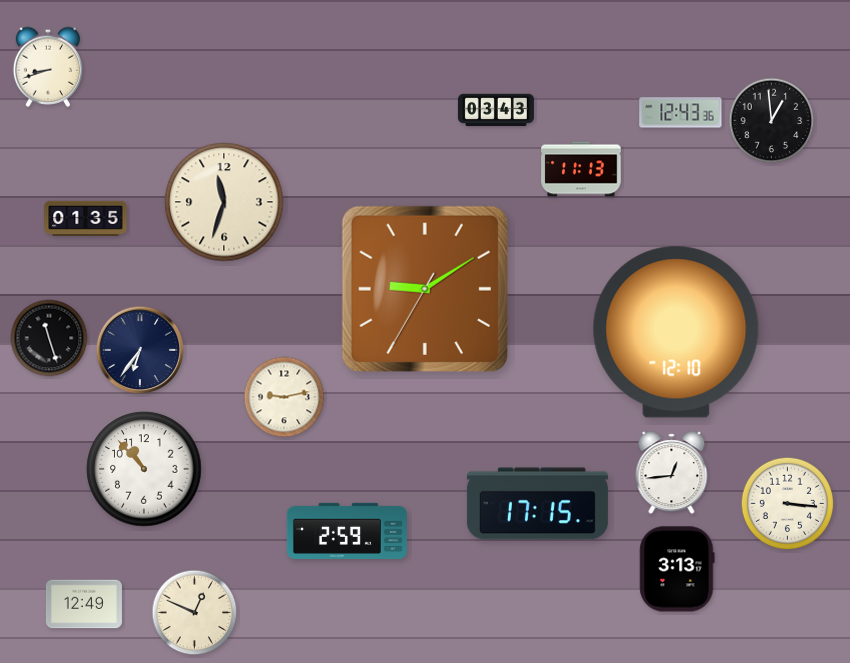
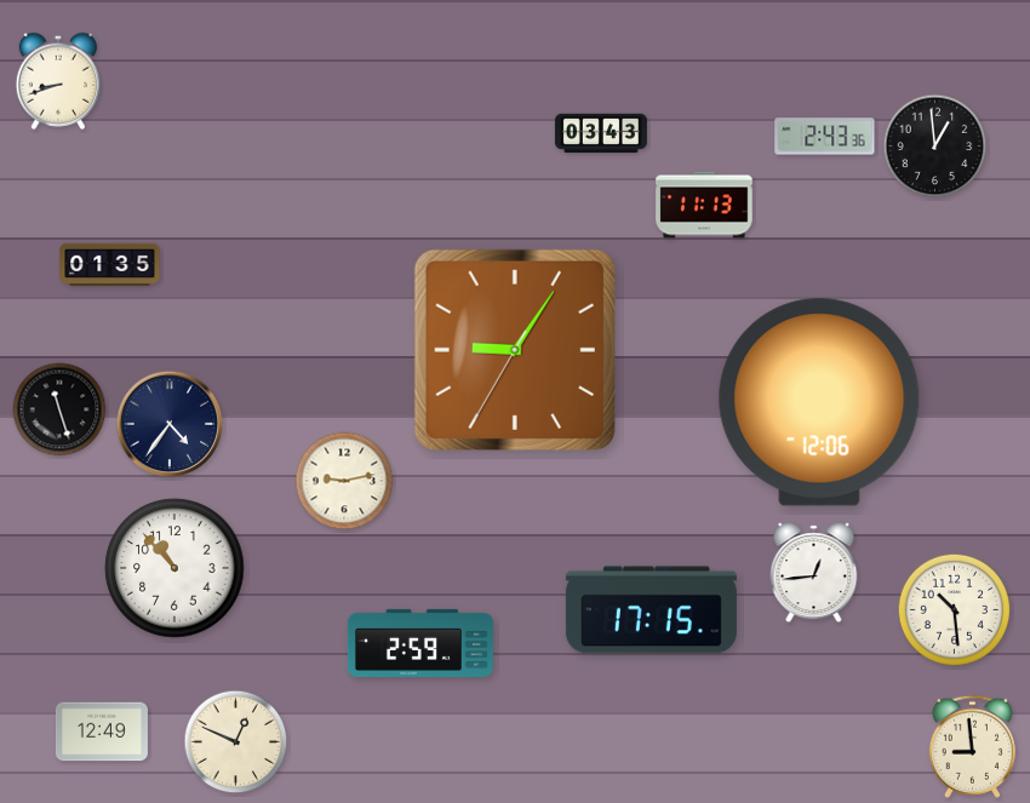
clock at (681, 113): 12:43 -> 2:43
clock at (224, 202): 11:33 -> none
clock at (86, 219) position: (86, 219) -> (110, 265)
clock at (425, 289): 9:09 -> 9:05
clock at (676, 332): 12:10 -> 12:06
clock at (140, 350): 6:36 -> 4:36
clock at (788, 504): 3:16 -> 10:29
clock at (677, 569): 3:13 -> none
clock at (972, 746): none -> 8:59
